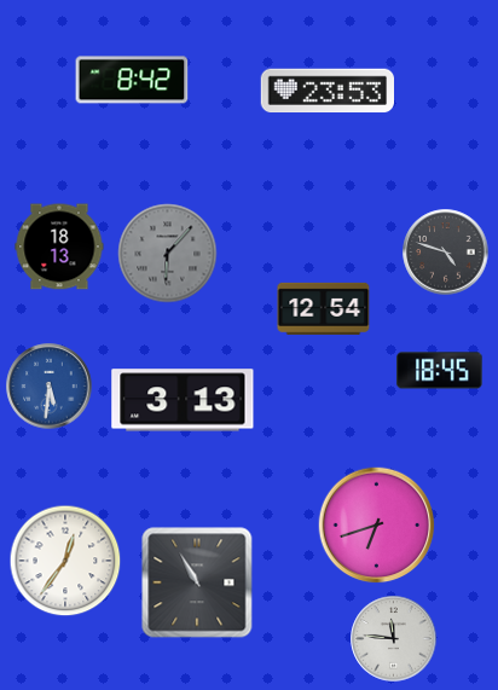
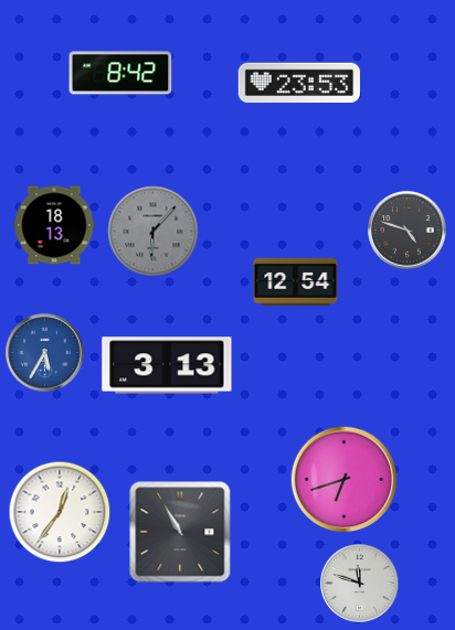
clock at (440, 371): 18:45 -> none
clock at (50, 387): 5:31 -> 5:35
clock at (394, 639): 11:46 -> 11:48
